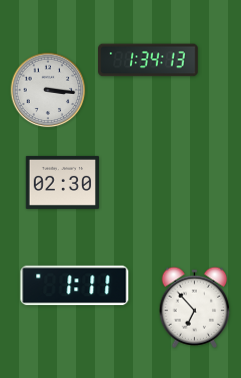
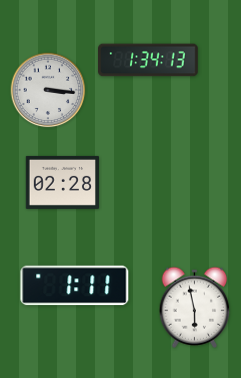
clock at (63, 182): 02:30 -> 02:28
clock at (195, 307): 6:53 -> 5:58
